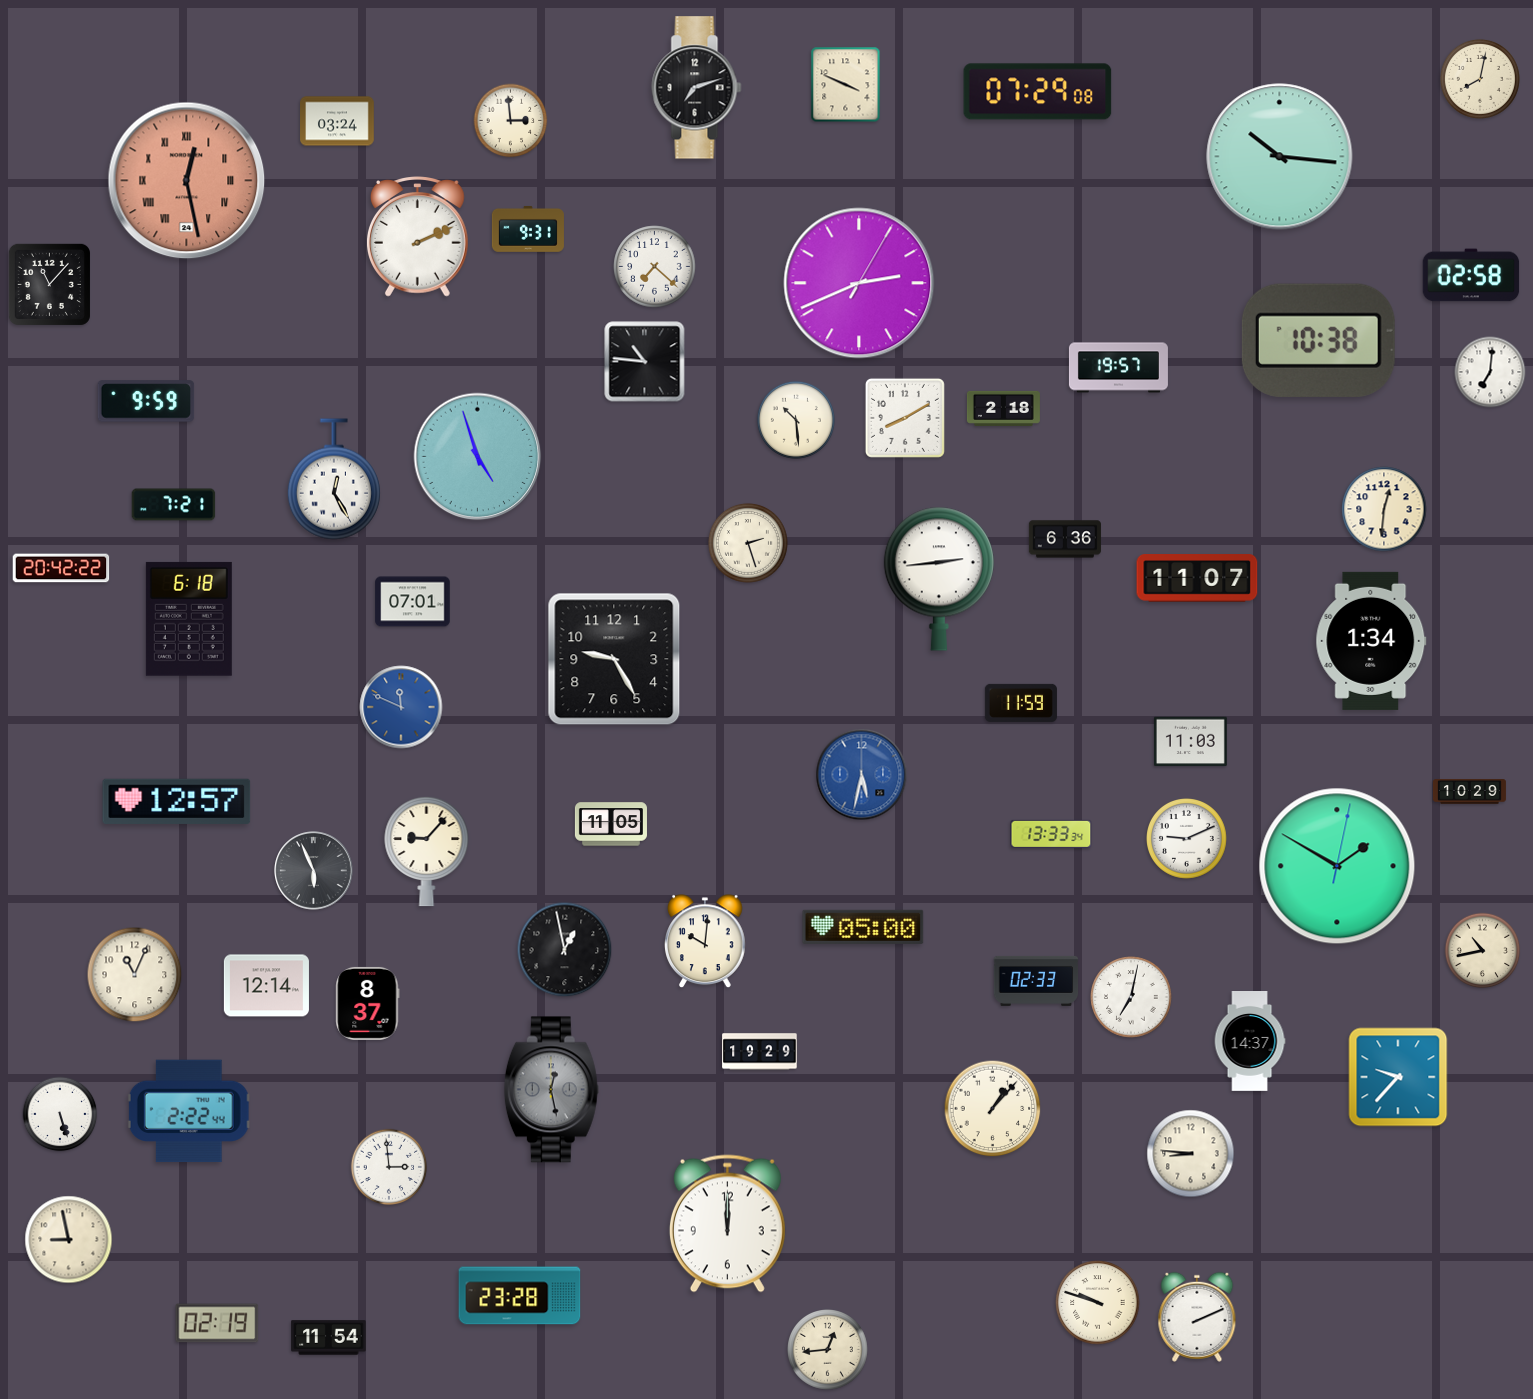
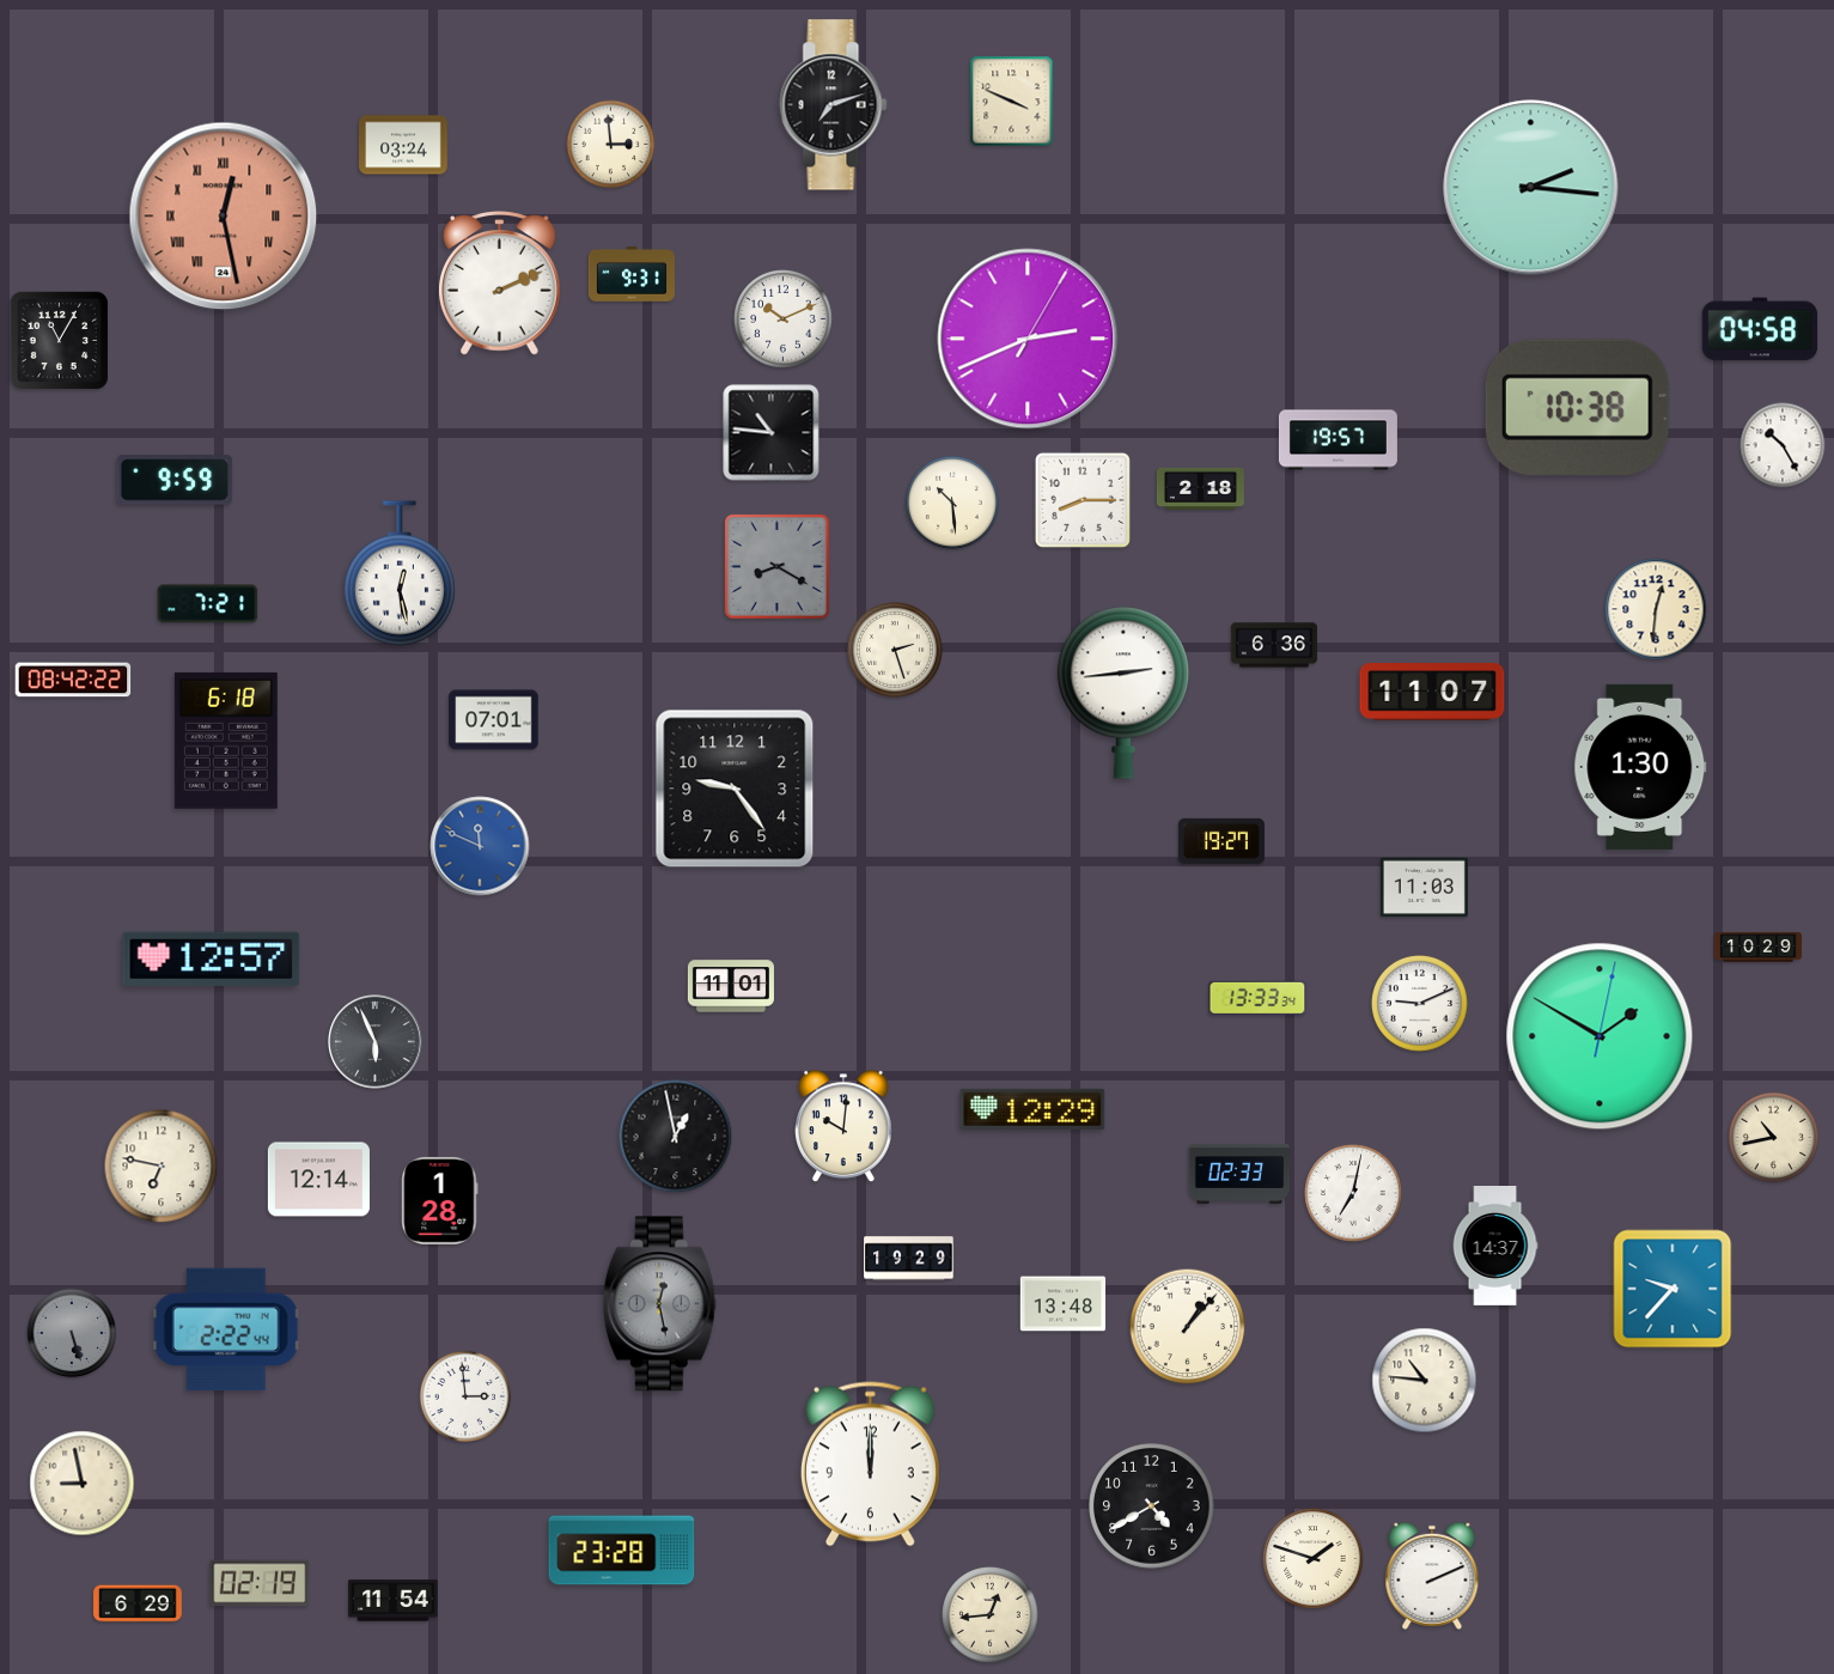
clock at (1480, 79): 8:02 -> none
clock at (1038, 92): 07:29 -> none
clock at (1280, 157): 10:16 -> 2:16
clock at (655, 267): 7:22 -> 10:11
clock at (1471, 275): 02:58 -> 04:58
clock at (49, 284): 11:07 -> 11:05
clock at (1490, 372): 7:01 -> 10:25
clock at (905, 418): 8:10 -> 8:15
clock at (478, 457): 4:57 -> none
clock at (776, 566): none -> 8:20
clock at (334, 479): 12:25 -> 12:28
clock at (61, 568): 20:42 -> 08:42
clock at (1371, 641): 1:34 -> 1:30
clock at (614, 659): 9:25 -> 9:24
clock at (1021, 703): 11:59 -> 19:27
clock at (862, 775): 5:32 -> none
clock at (611, 824): 11:05 -> 11:01
clock at (427, 851): 9:07 -> none
clock at (863, 927): 05:00 -> 12:29
clock at (135, 975): 11:04 -> 6:47
clock at (368, 1003): 8:37 -> 1:28
clock at (1064, 1304): none -> 13:48
clock at (60, 1114) dial: white -> grey
clock at (1191, 1154): 8:46 -> 10:46
clock at (1152, 1506): none -> 4:40
clock at (1098, 1303): 9:48 -> 1:48
clock at (138, 1603): none -> 6:29
